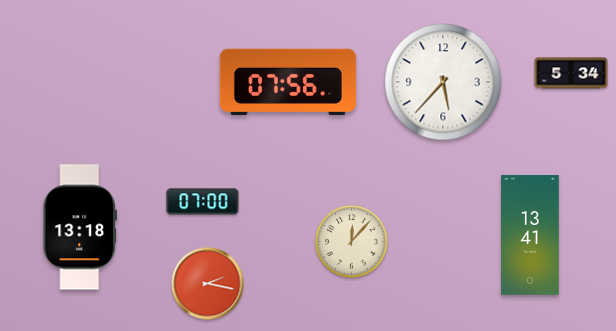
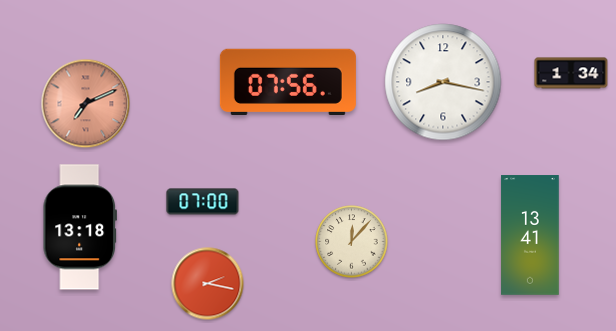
clock at (571, 73): 5:34 -> 1:34
clock at (443, 82): 5:37 -> 8:17
clock at (86, 104): none -> 7:11
